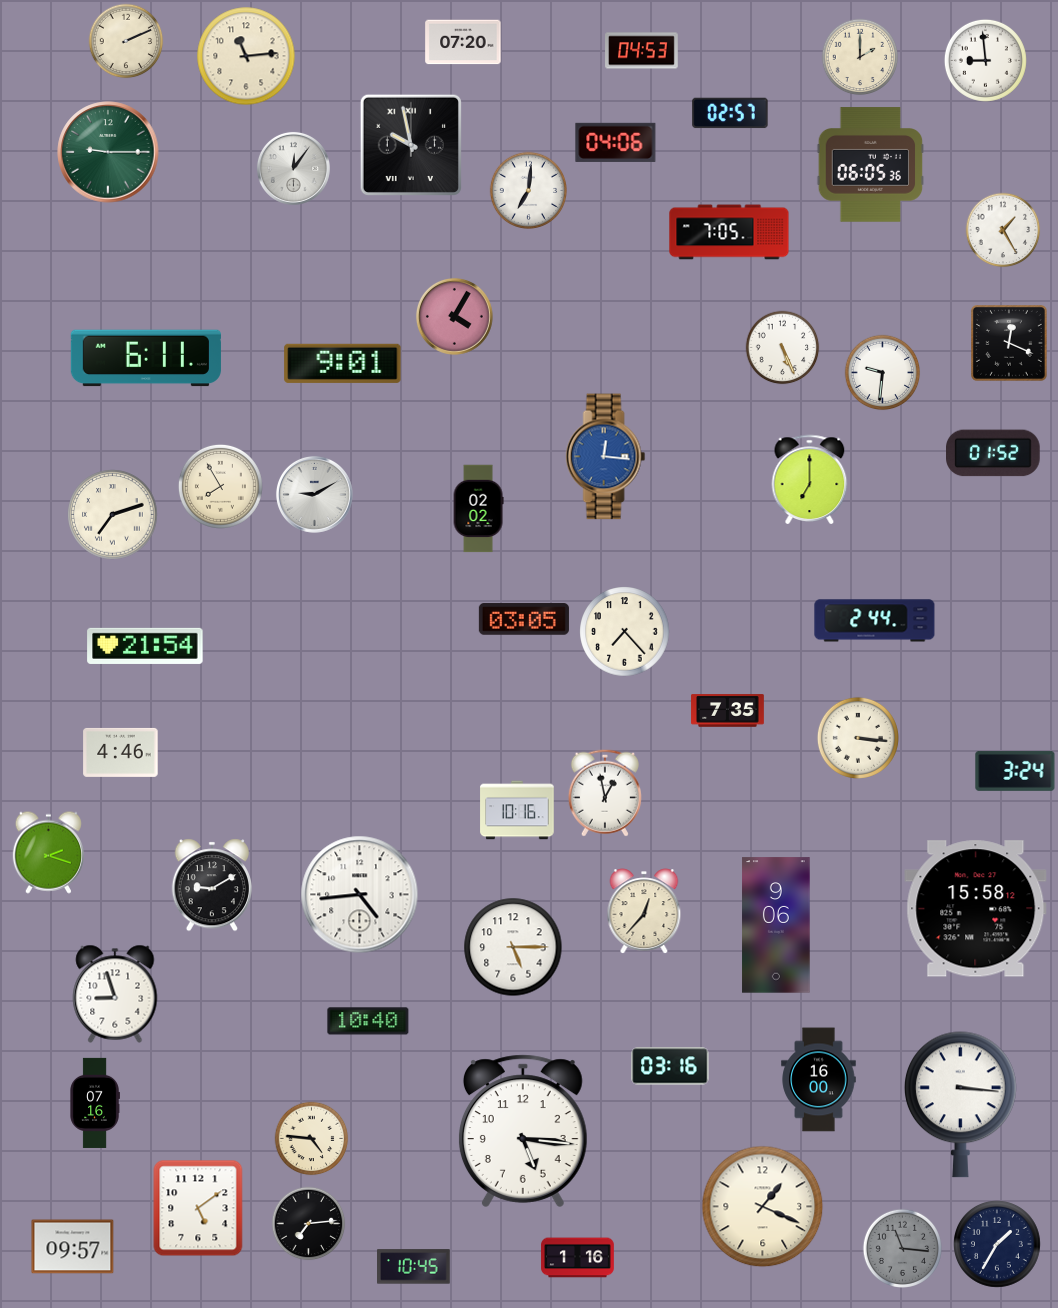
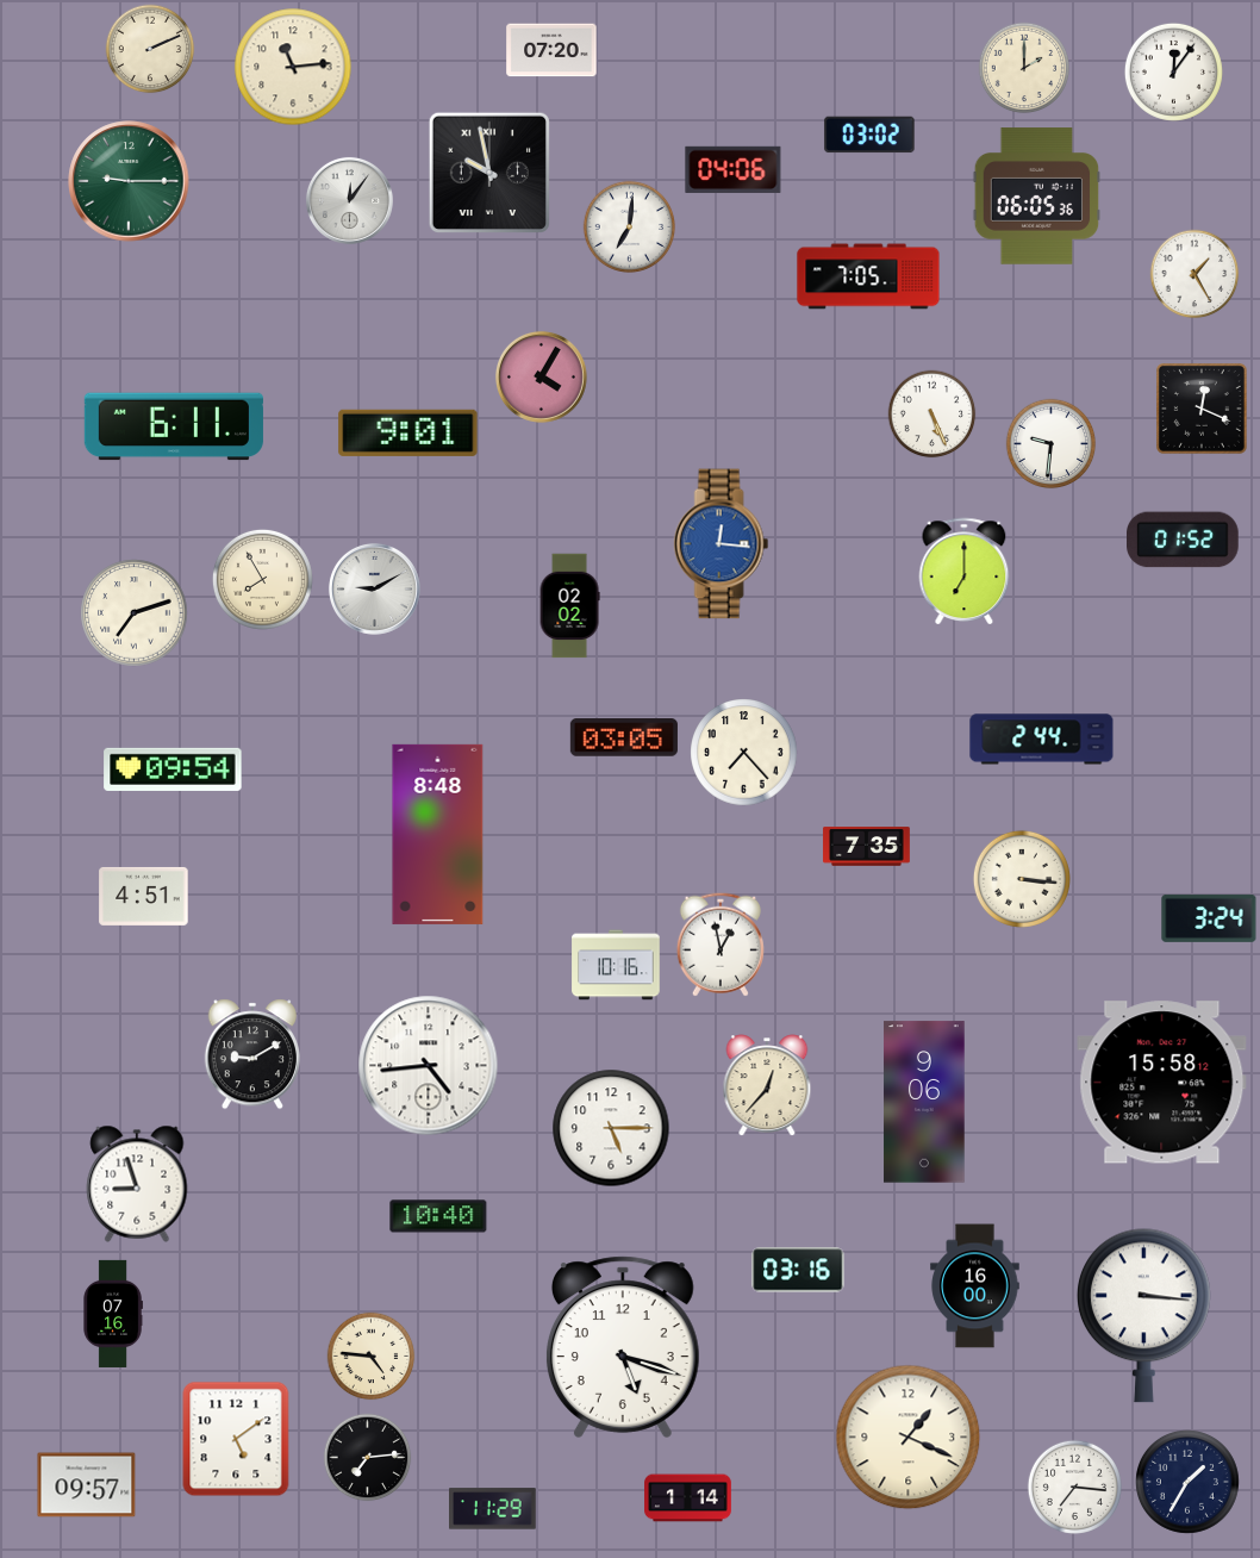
clock at (642, 51): 04:53 -> none
clock at (985, 60): 8:59 -> 12:06
clock at (730, 113): 02:57 -> 03:02
clock at (145, 646): 21:54 -> 09:54
clock at (438, 834): none -> 8:48
clock at (121, 752): 4:46 -> 4:51
clock at (48, 852): 2:18 -> none
clock at (523, 1131): 5:16 -> 5:18
clock at (902, 1248): 11:16 -> 7:16
clock at (902, 1248) dial: grey -> white
clock at (578, 1258): 1:16 -> 1:14
clock at (414, 1267): 10:45 -> 11:29
